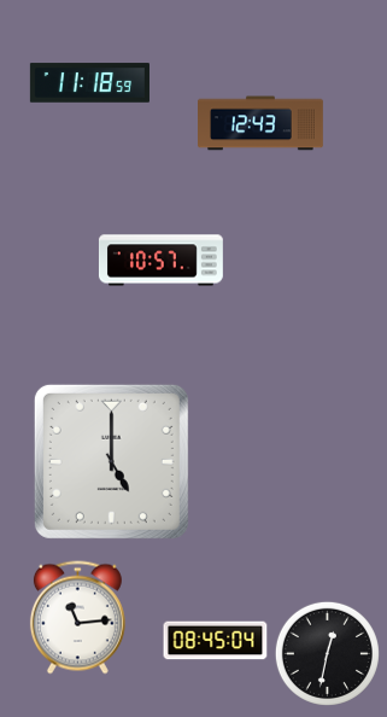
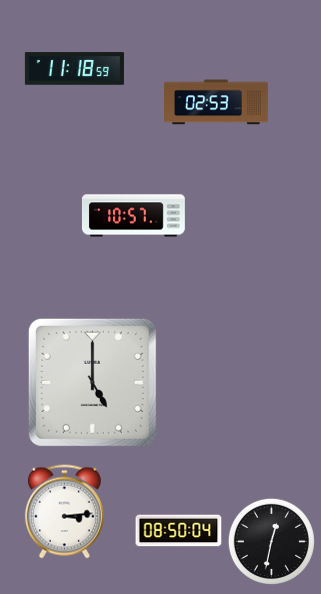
clock at (262, 123): 12:43 -> 02:53
clock at (77, 618): 11:14 -> 3:14
clock at (216, 641): 08:45 -> 08:50
